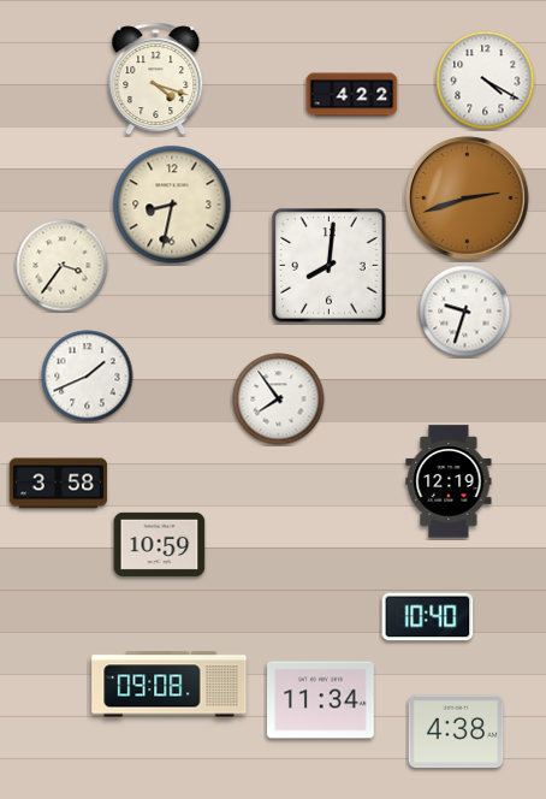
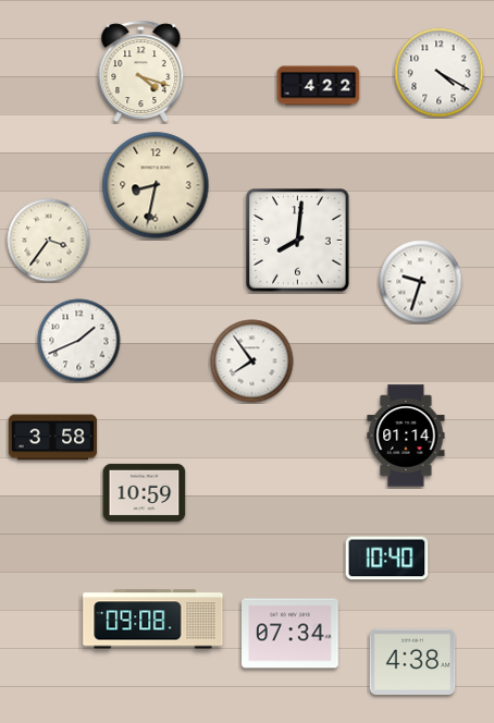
clock at (468, 199): 2:42 -> none
clock at (63, 266) position: (63, 266) -> (49, 241)
clock at (449, 481): 12:19 -> 01:14
clock at (321, 700): 11:34 -> 07:34
